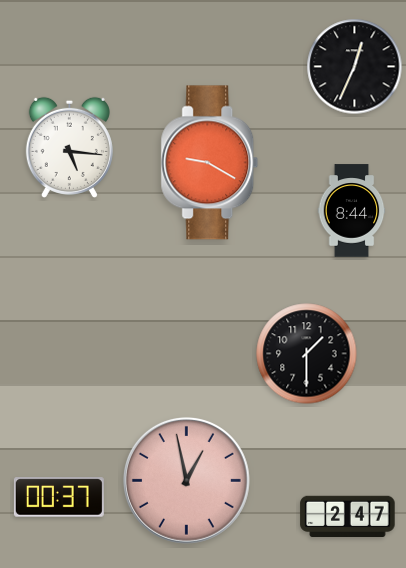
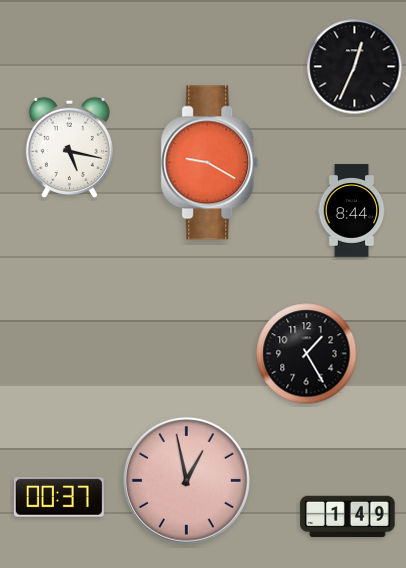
clock at (69, 147): 5:16 -> 5:17
clock at (307, 354): 1:30 -> 1:25
clock at (348, 517): 2:47 -> 1:49
